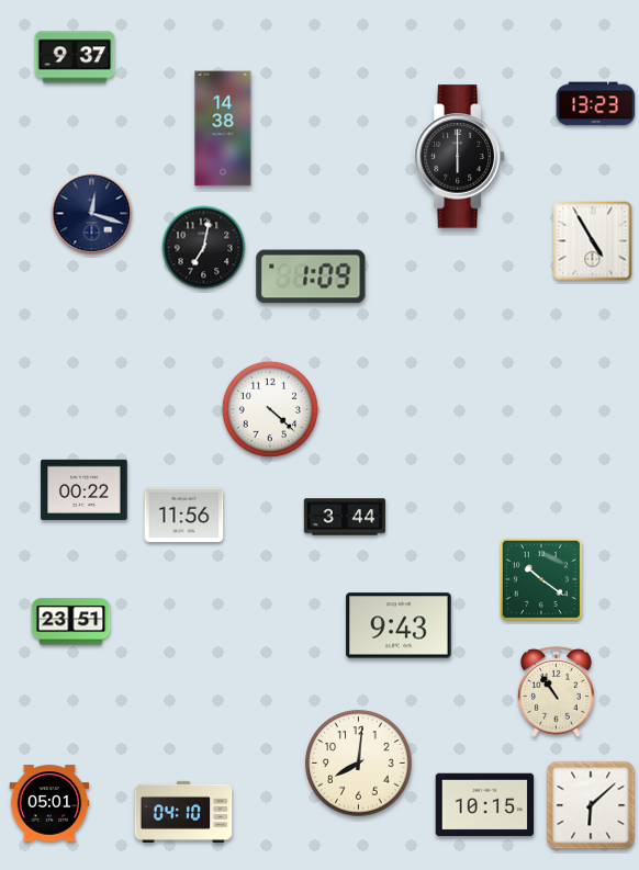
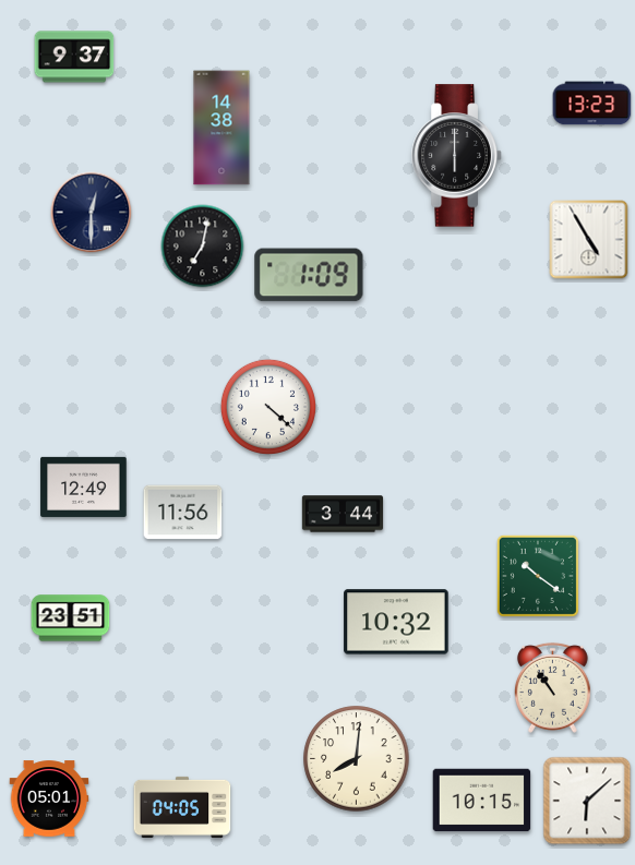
clock at (92, 214): 12:18 -> 12:30
clock at (85, 489): 00:22 -> 12:49
clock at (399, 625): 9:43 -> 10:32
clock at (183, 812): 04:10 -> 04:05
